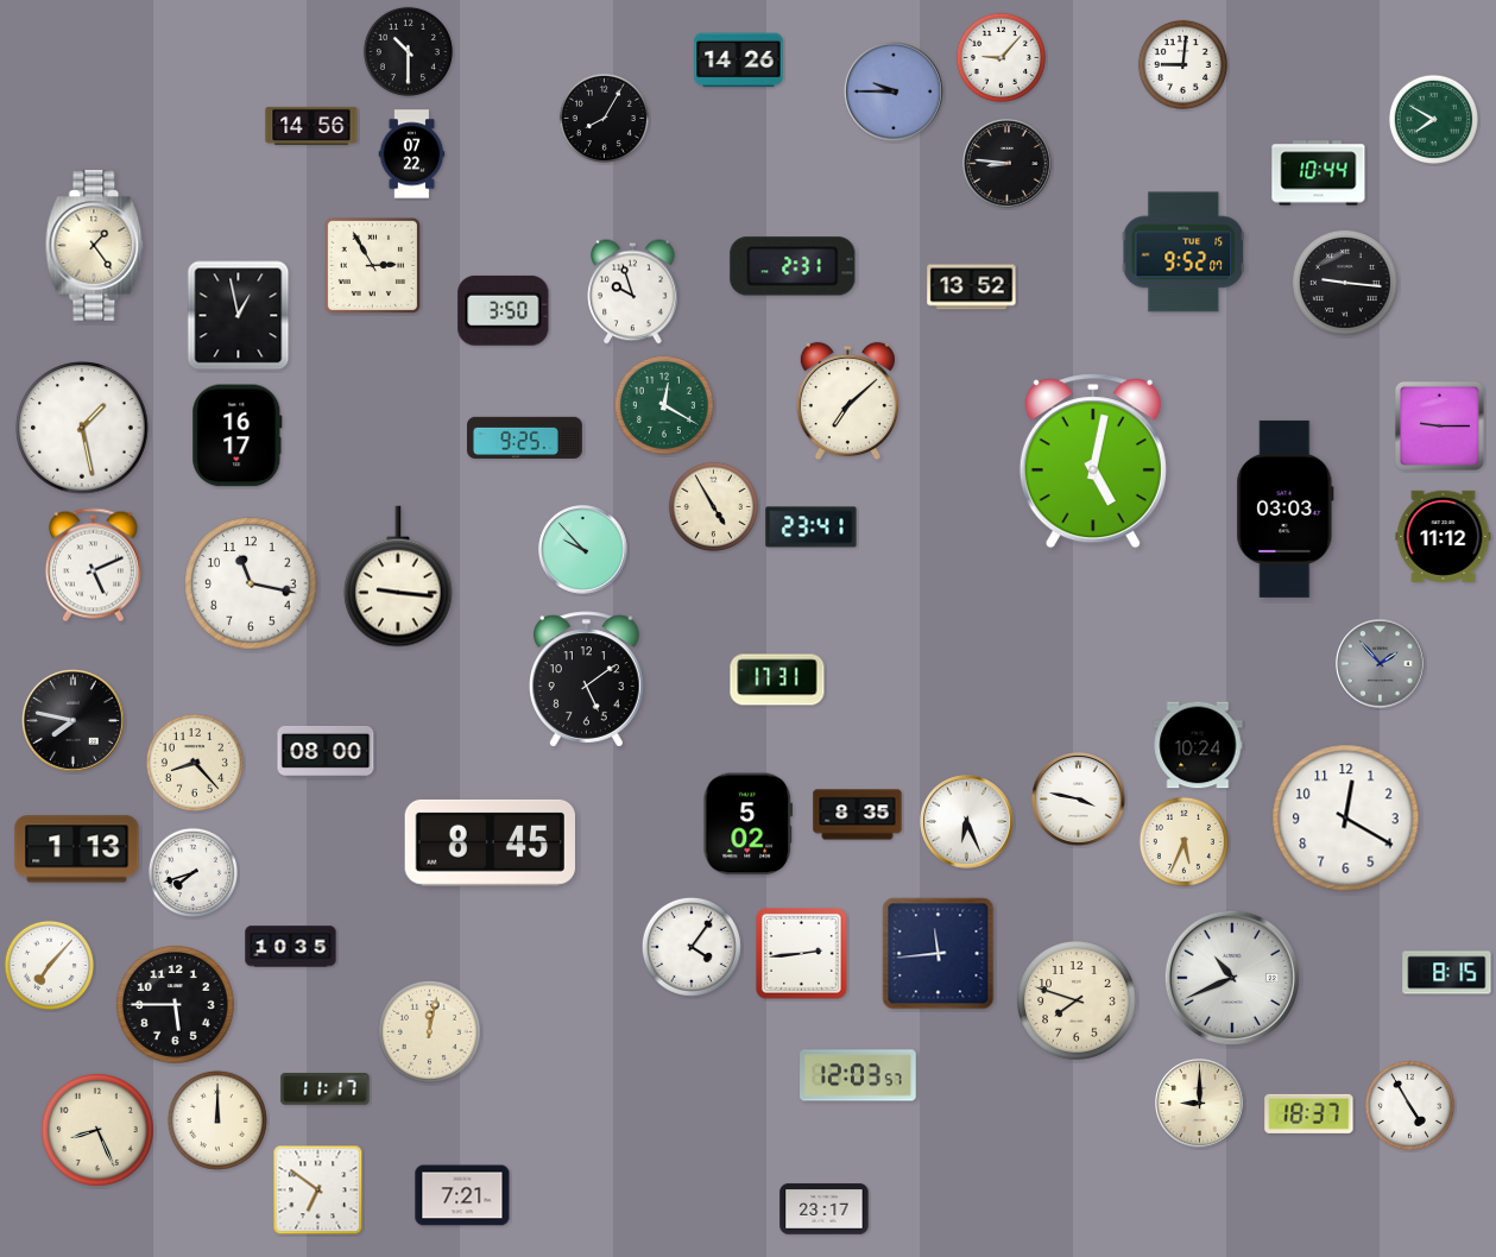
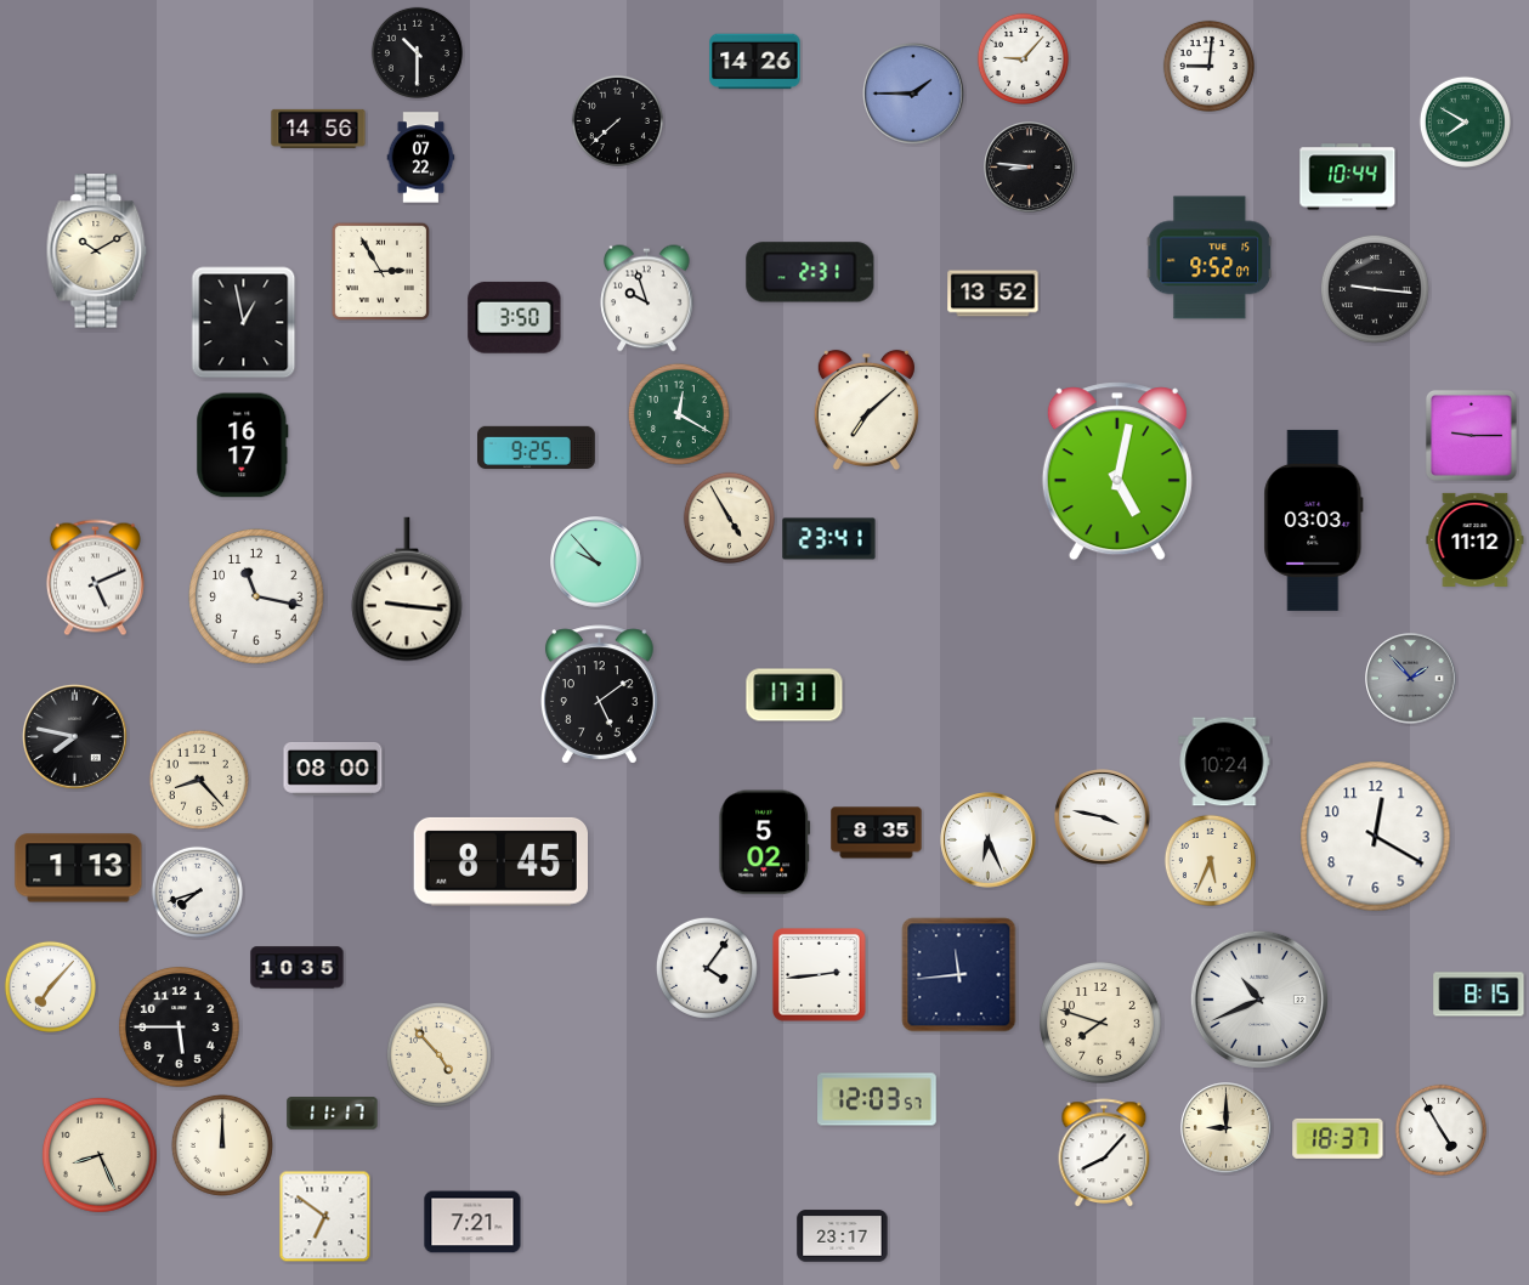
clock at (895, 91): 9:45 -> 1:45
clock at (604, 118): 8:05 -> 7:38
clock at (95, 246): 1:24 -> 10:10
clock at (82, 428): 1:28 -> none
clock at (1444, 536) position: (1444, 536) -> (1476, 539)
clock at (429, 1031): 12:02 -> 4:53
clock at (1104, 1154): none -> 8:07
